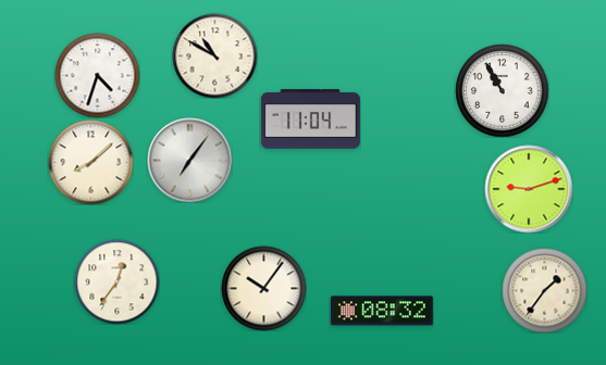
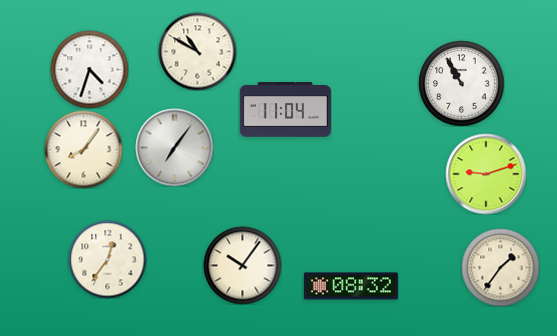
clock at (90, 162): 8:08 -> 8:06
